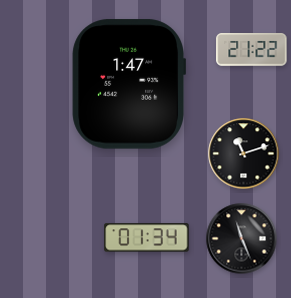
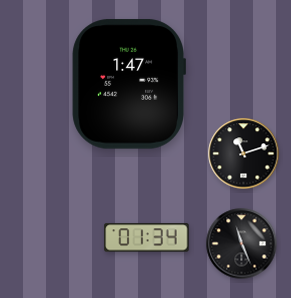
clock at (252, 50): 21:22 -> none
clock at (242, 239) position: (242, 239) -> (242, 244)
